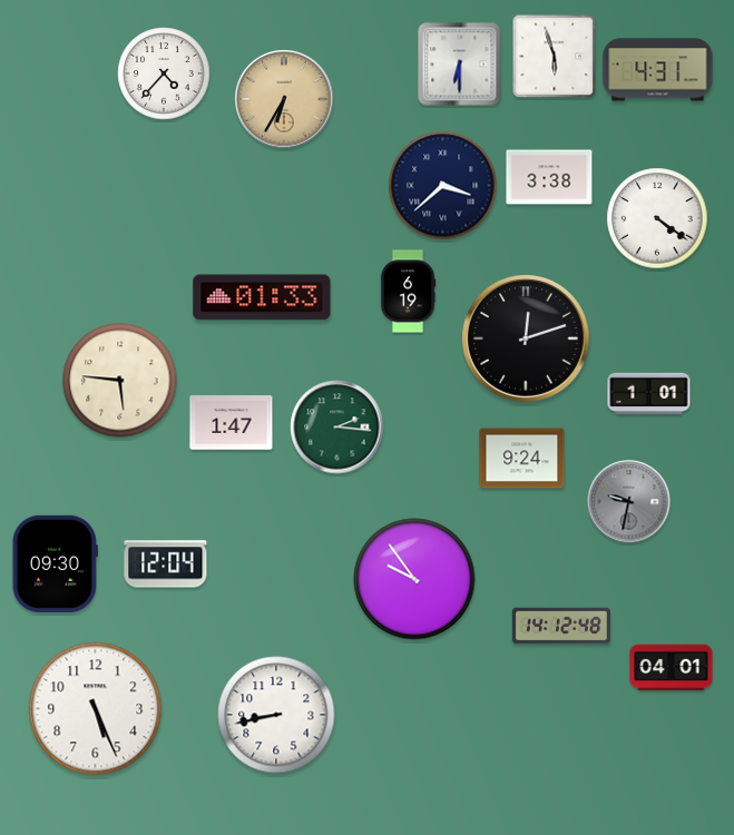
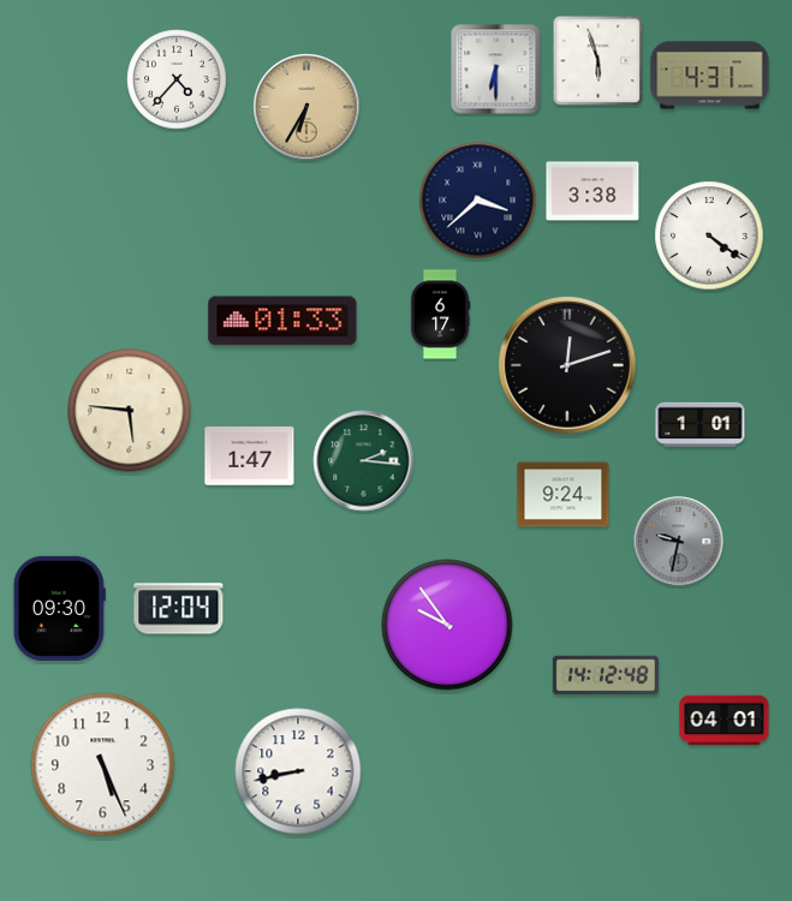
clock at (408, 292): 6:19 -> 6:17
